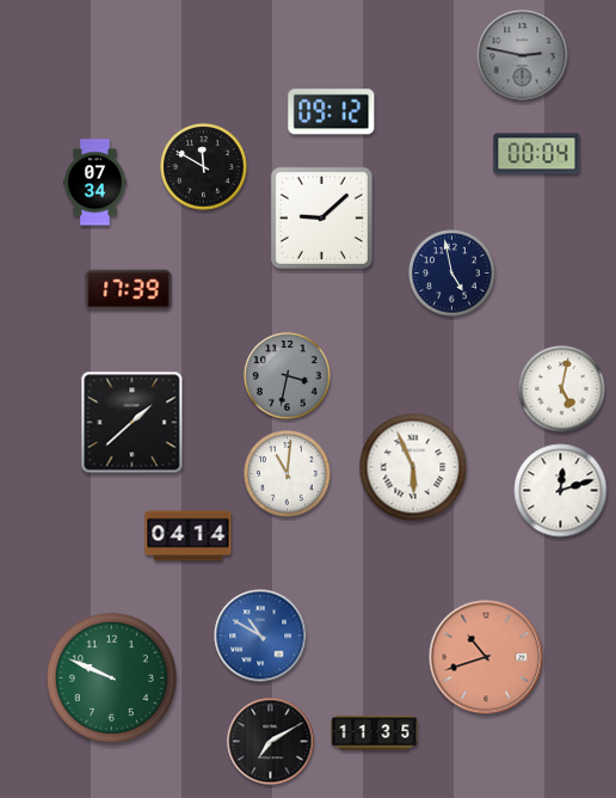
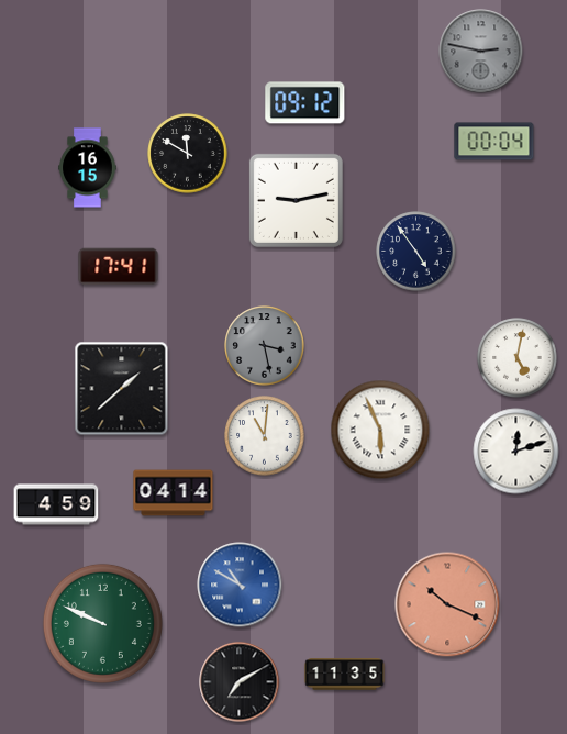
clock at (96, 183): 07:34 -> 16:15
clock at (321, 217): 9:08 -> 9:13
clock at (452, 274): 4:58 -> 4:54
clock at (129, 290): 17:39 -> 17:41
clock at (288, 376): 3:32 -> 3:28
clock at (56, 504): none -> 4:59
clock at (486, 657): 10:42 -> 10:19
clock at (271, 742) position: (271, 742) -> (240, 682)
